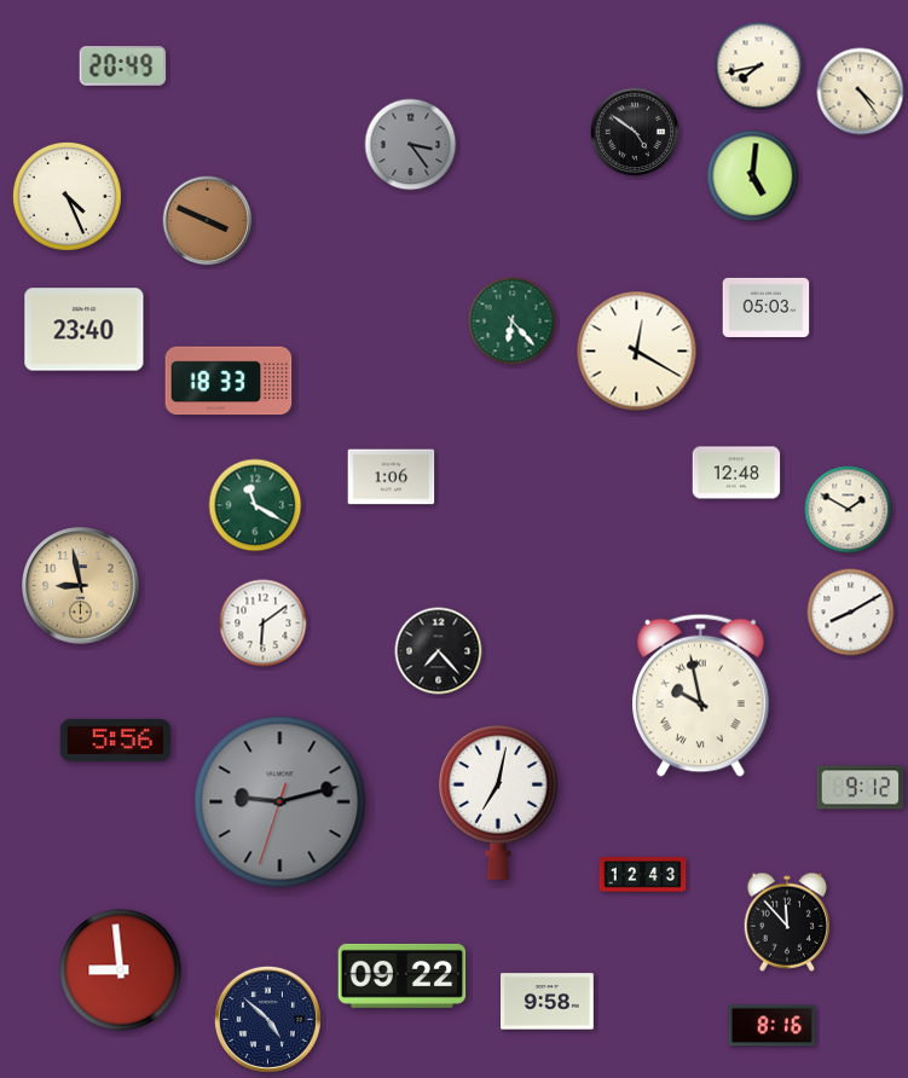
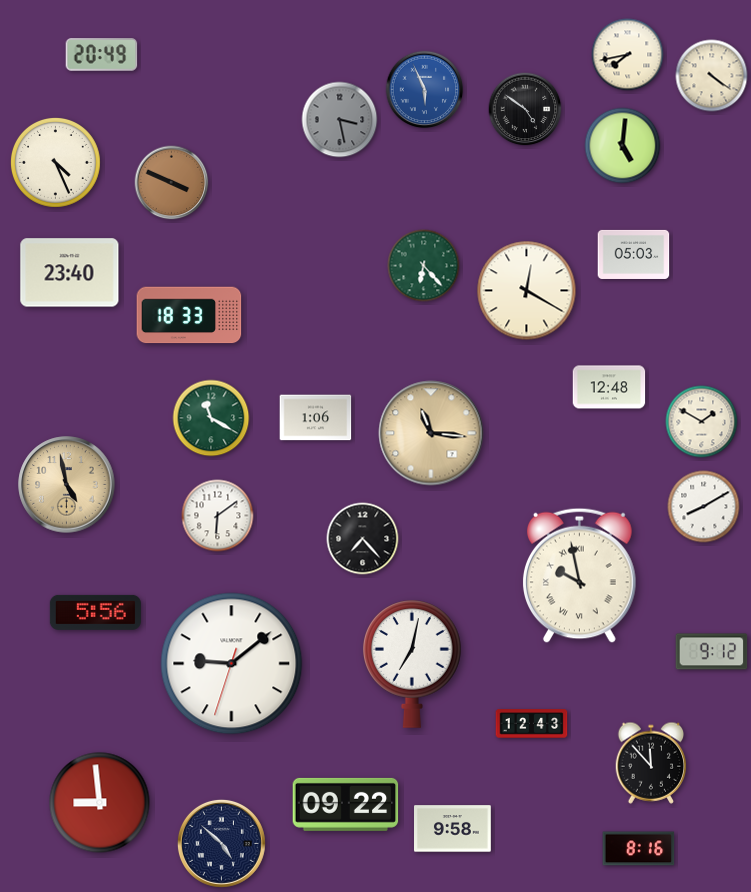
clock at (861, 92): 4:24 -> 4:21
clock at (425, 90): none -> 5:56
clock at (411, 145): 3:24 -> 3:28
clock at (736, 473) position: (736, 473) -> (609, 387)
clock at (392, 477) position: (392, 477) -> (316, 418)
clock at (431, 433): none -> 11:16
clock at (81, 586): 8:58 -> 4:58
clock at (281, 802): 9:12 -> 9:08
clock at (281, 802) dial: grey -> white
clock at (403, 975) position: (403, 975) -> (346, 804)
